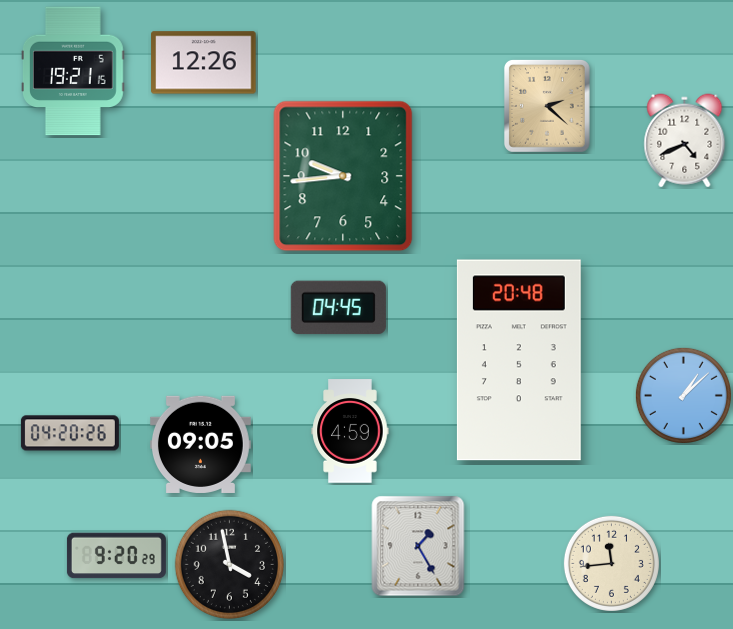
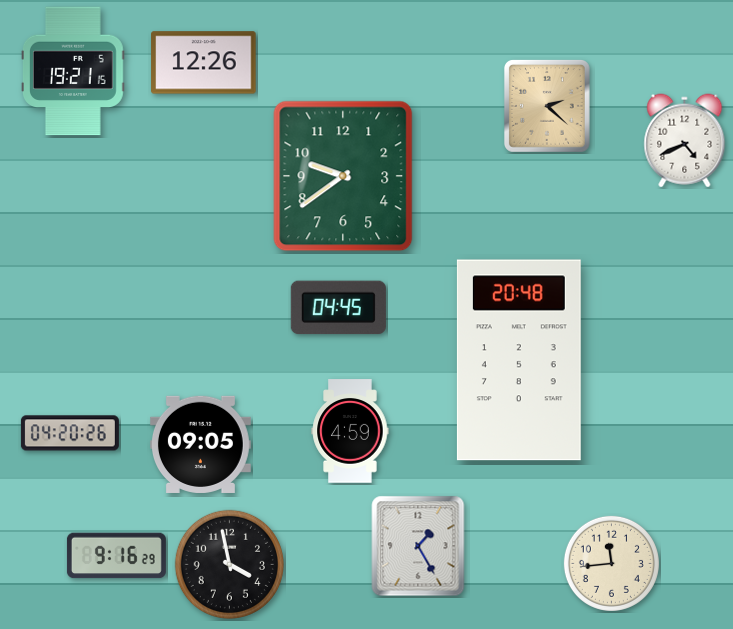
clock at (343, 176): 9:44 -> 9:39
clock at (683, 395): 1:08 -> none
clock at (116, 556): 9:20 -> 9:16
